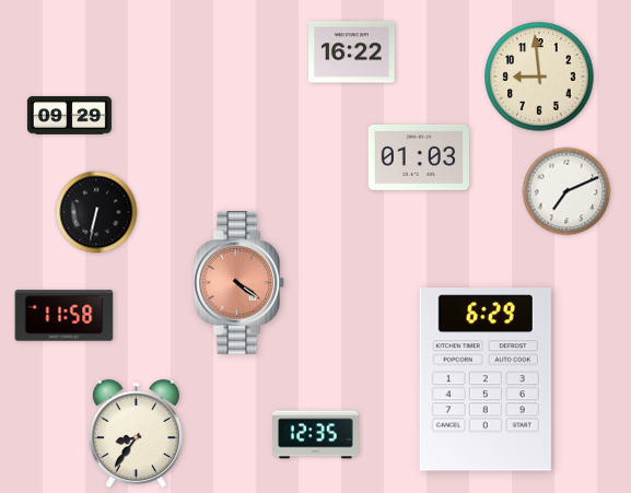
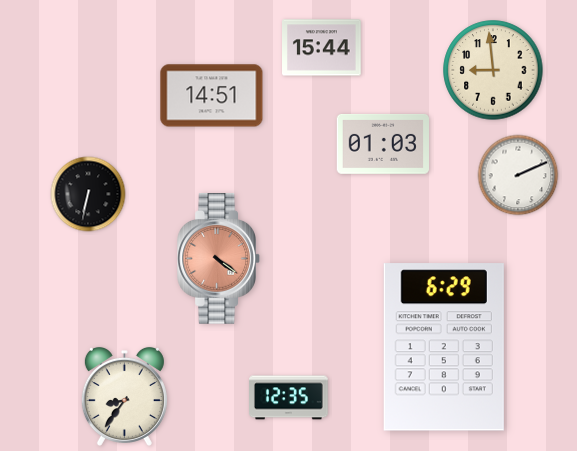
clock at (352, 52): 16:22 -> 15:44
clock at (212, 96): none -> 14:51
clock at (69, 116): 09:29 -> none
clock at (566, 191): 7:11 -> 2:11
clock at (65, 316): 11:58 -> none
